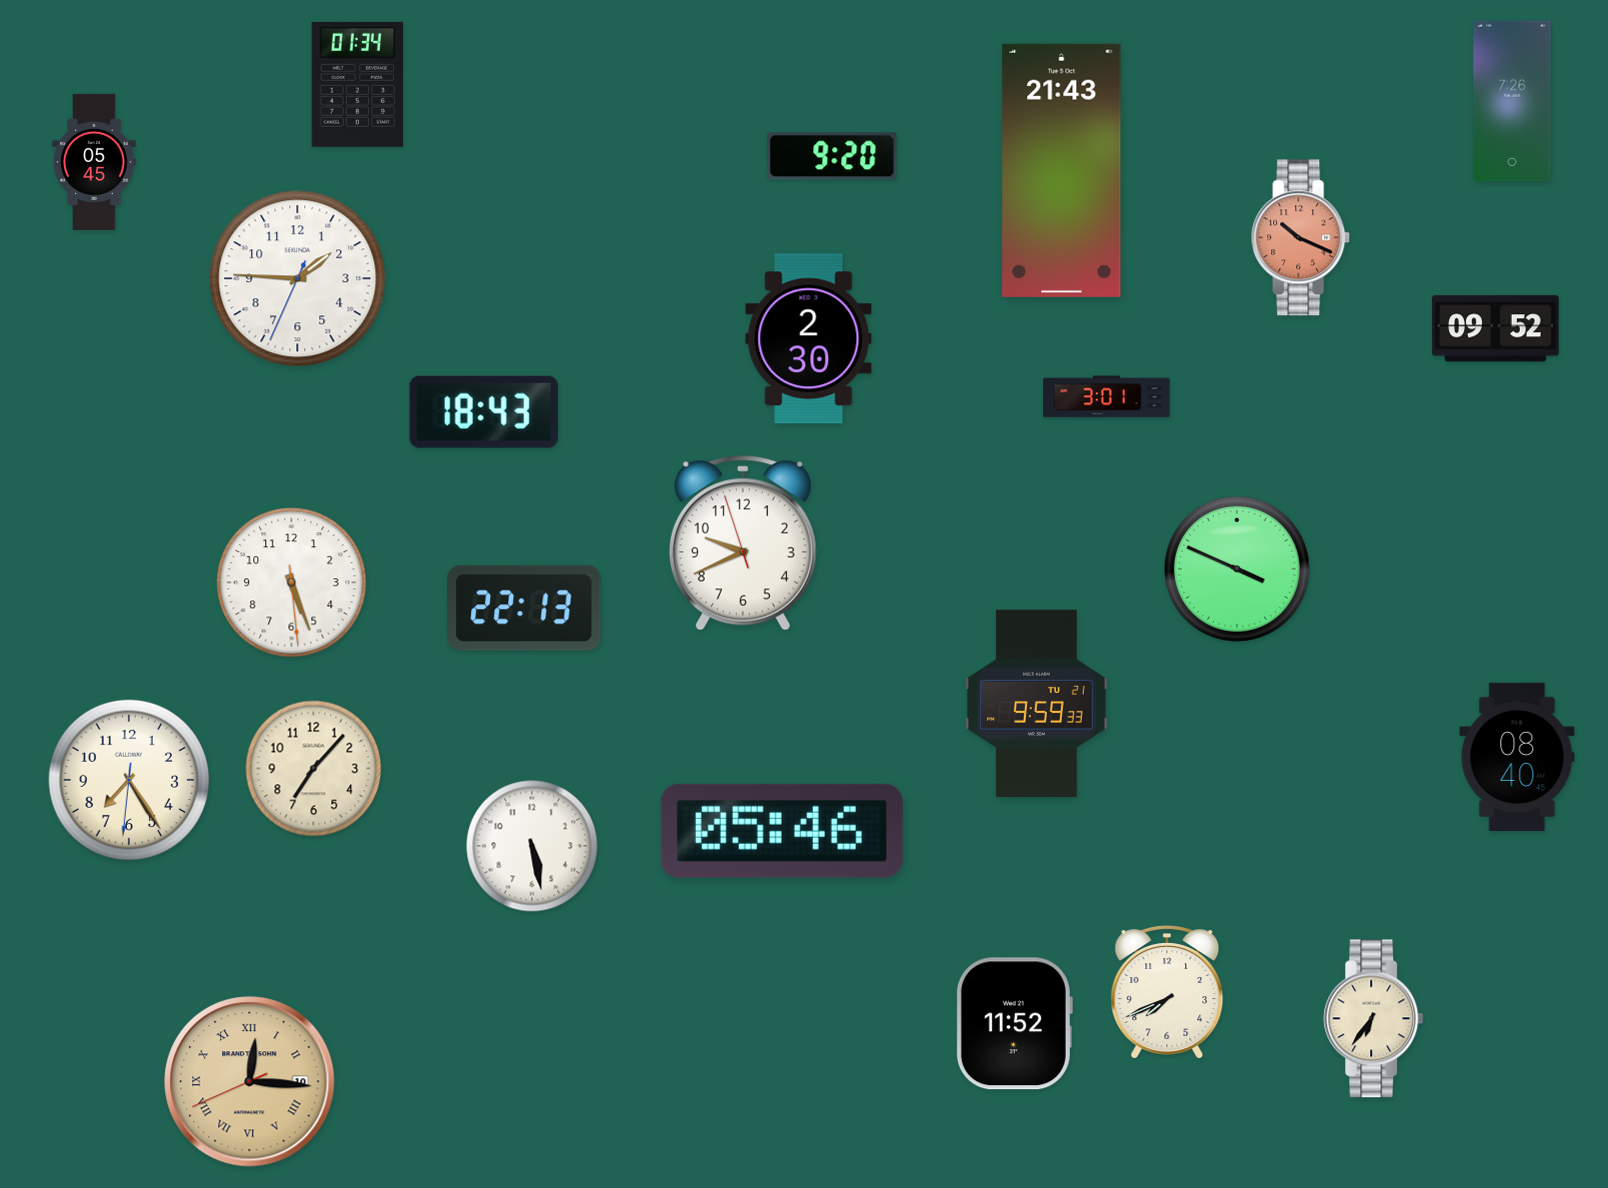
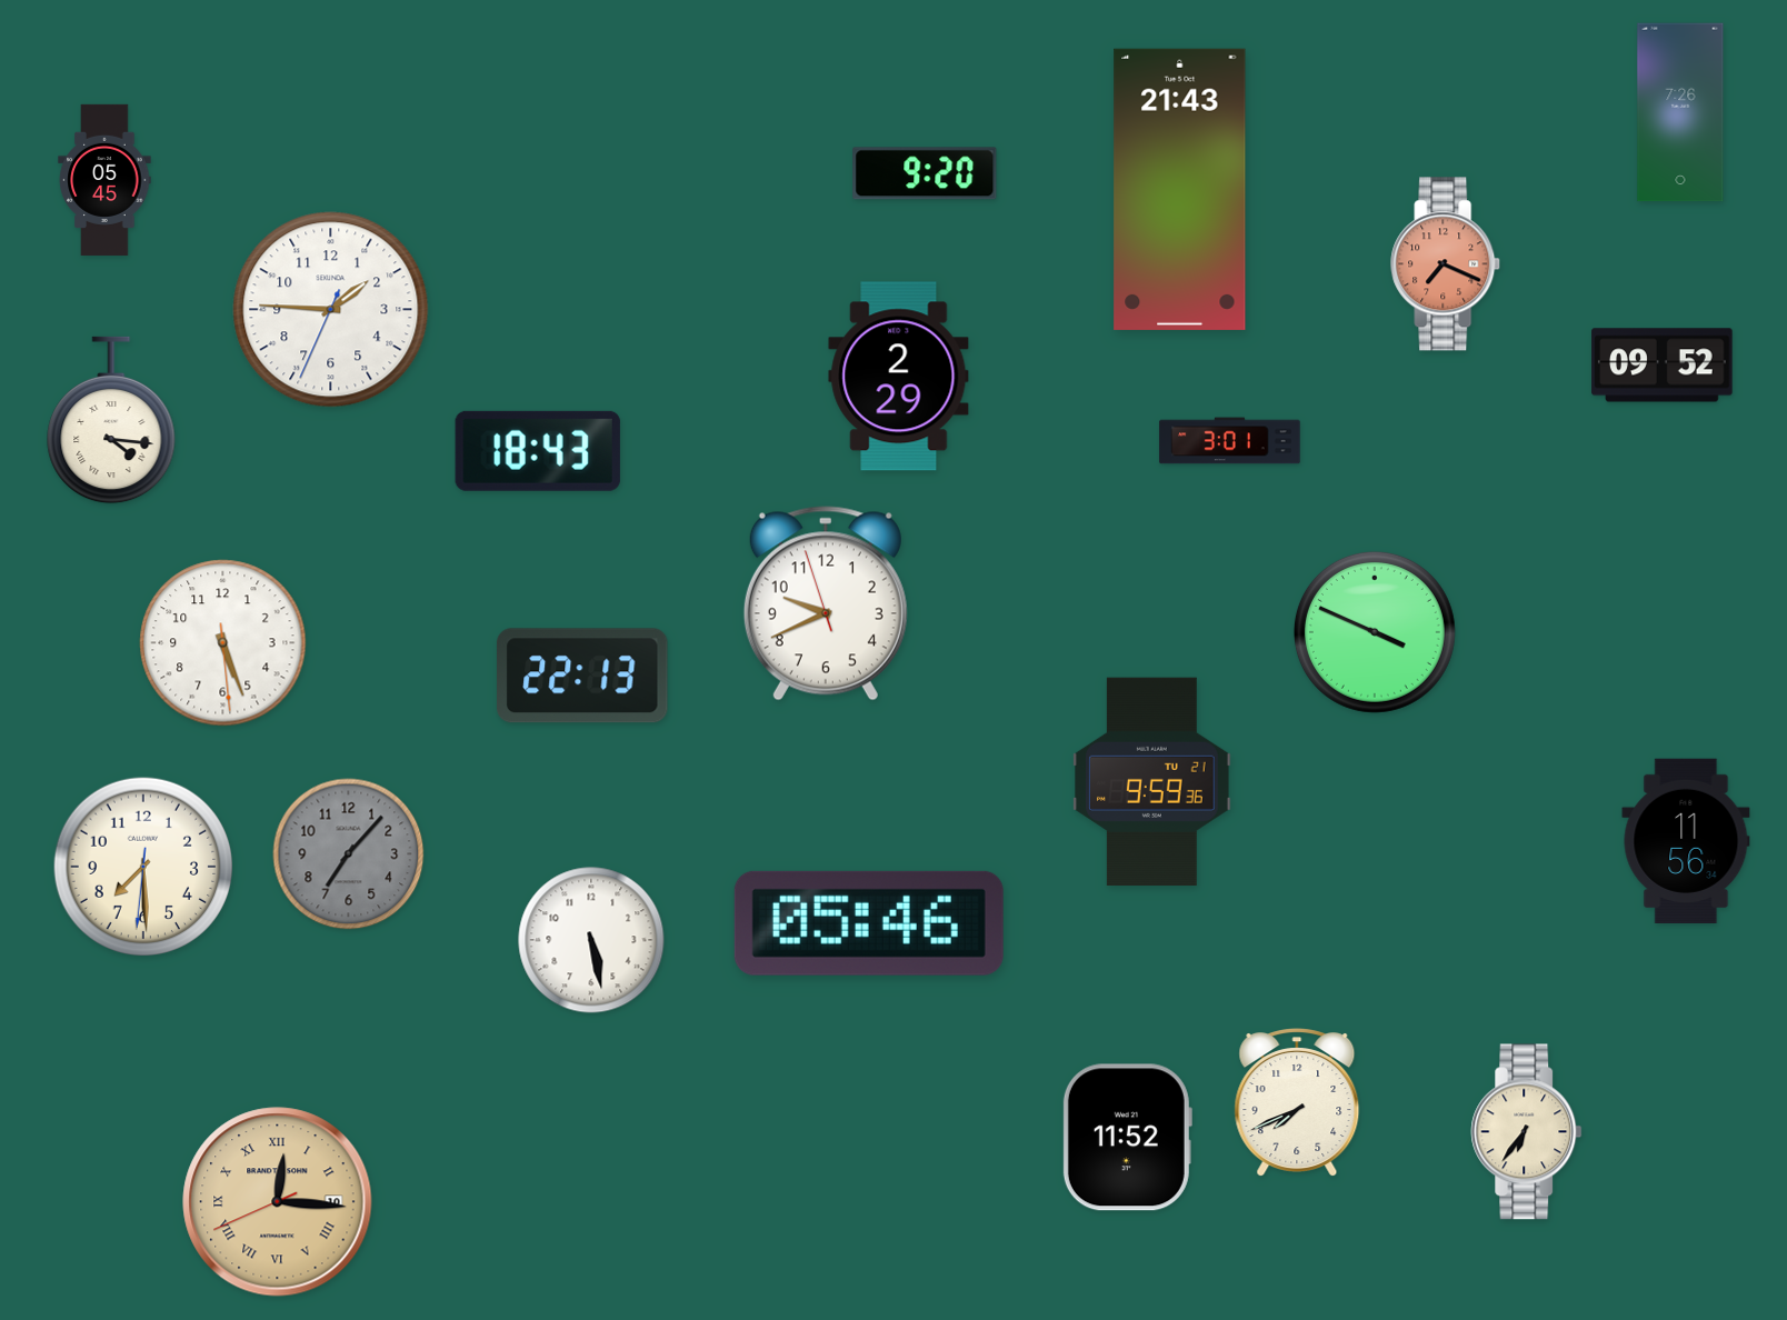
clock at (358, 84): 01:34 -> none
clock at (1301, 238): 10:19 -> 7:19
clock at (809, 339): 2:30 -> 2:29
clock at (111, 420): none -> 4:16
clock at (484, 412) position: (484, 412) -> (538, 451)
clock at (292, 583) position: (292, 583) -> (223, 643)
clock at (1037, 703): 9:59:33 -> 9:59:36
clock at (1517, 756): 08:40 -> 11:56
clock at (314, 769) dial: cream -> grey
clock at (129, 780): 7:24 -> 7:29
